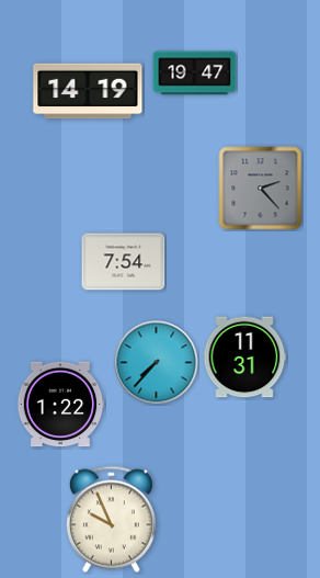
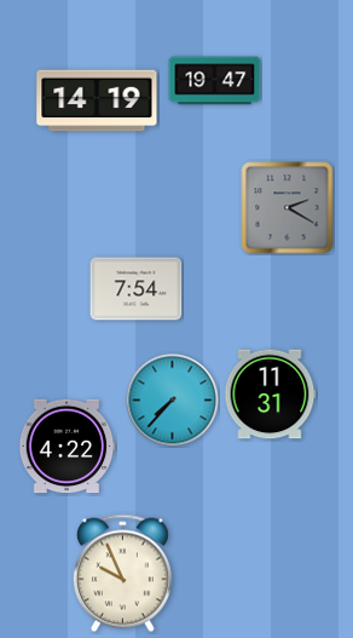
clock at (261, 189): 2:23 -> 2:20
clock at (60, 405): 1:22 -> 4:22
